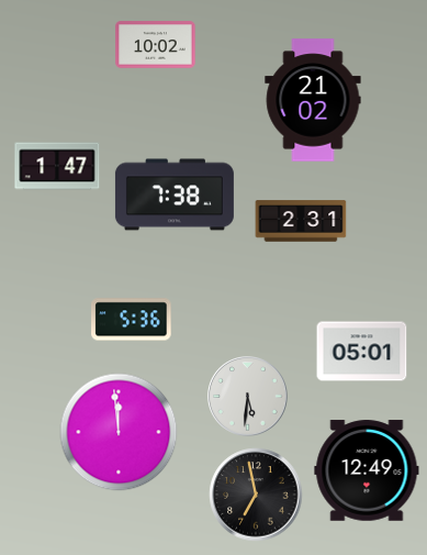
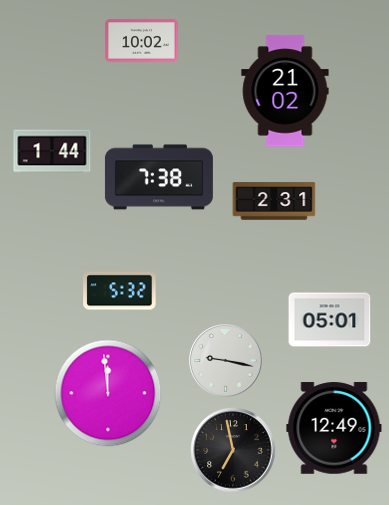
clock at (57, 166): 1:47 -> 1:44
clock at (132, 320): 5:36 -> 5:32
clock at (248, 397): 5:31 -> 9:17
